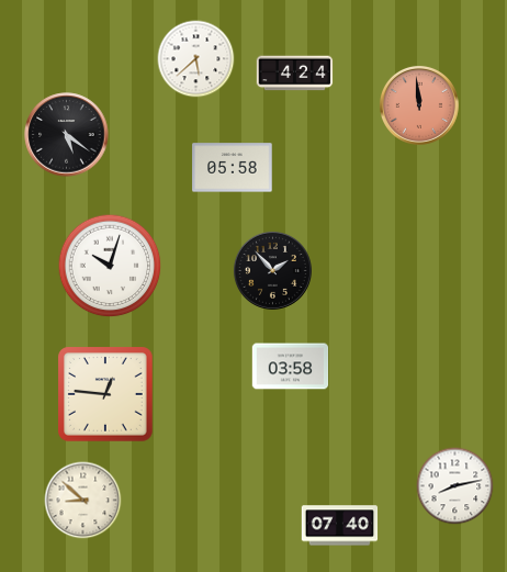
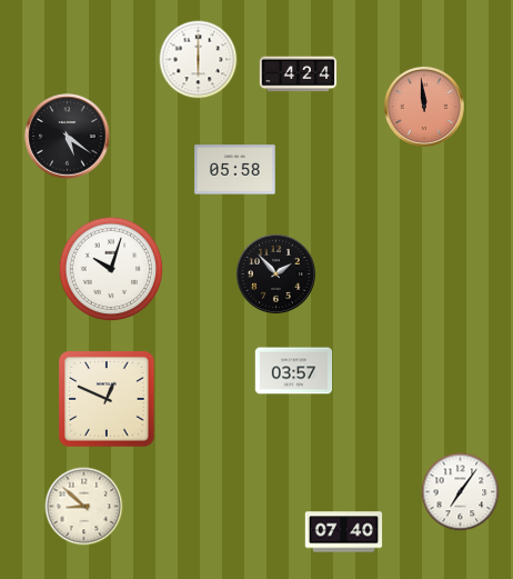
clock at (196, 59): 5:38 -> 6:00
clock at (291, 367): 03:58 -> 03:57
clock at (105, 394): 12:46 -> 12:49
clock at (455, 486): 8:13 -> 7:06
